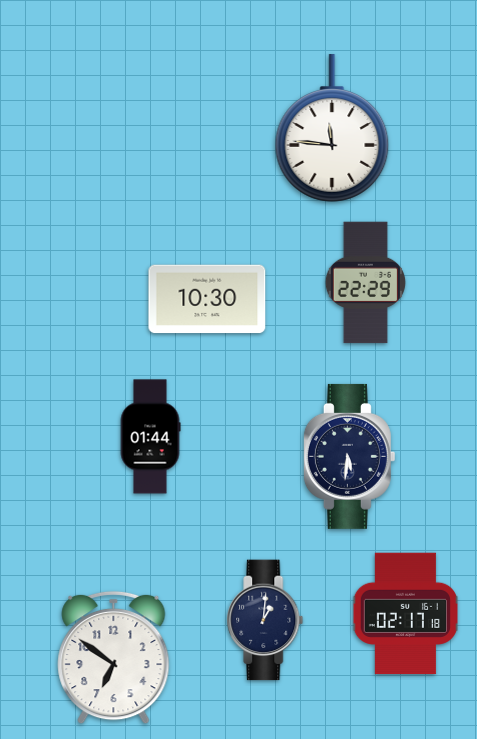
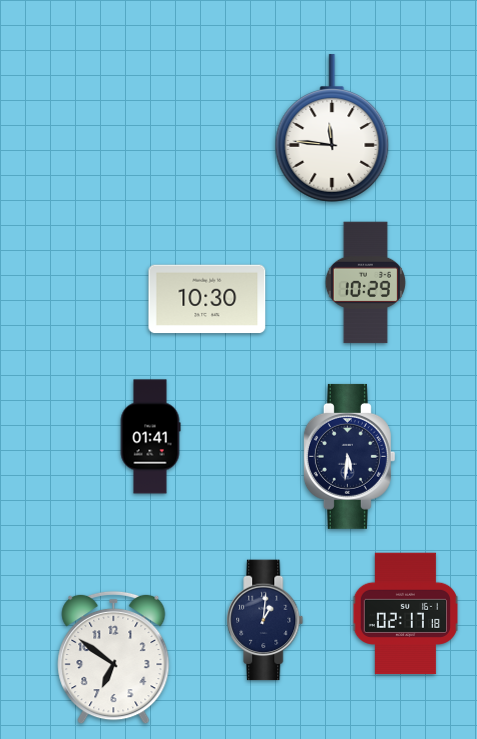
clock at (365, 283): 22:29 -> 10:29
clock at (150, 437): 01:44 -> 01:41
